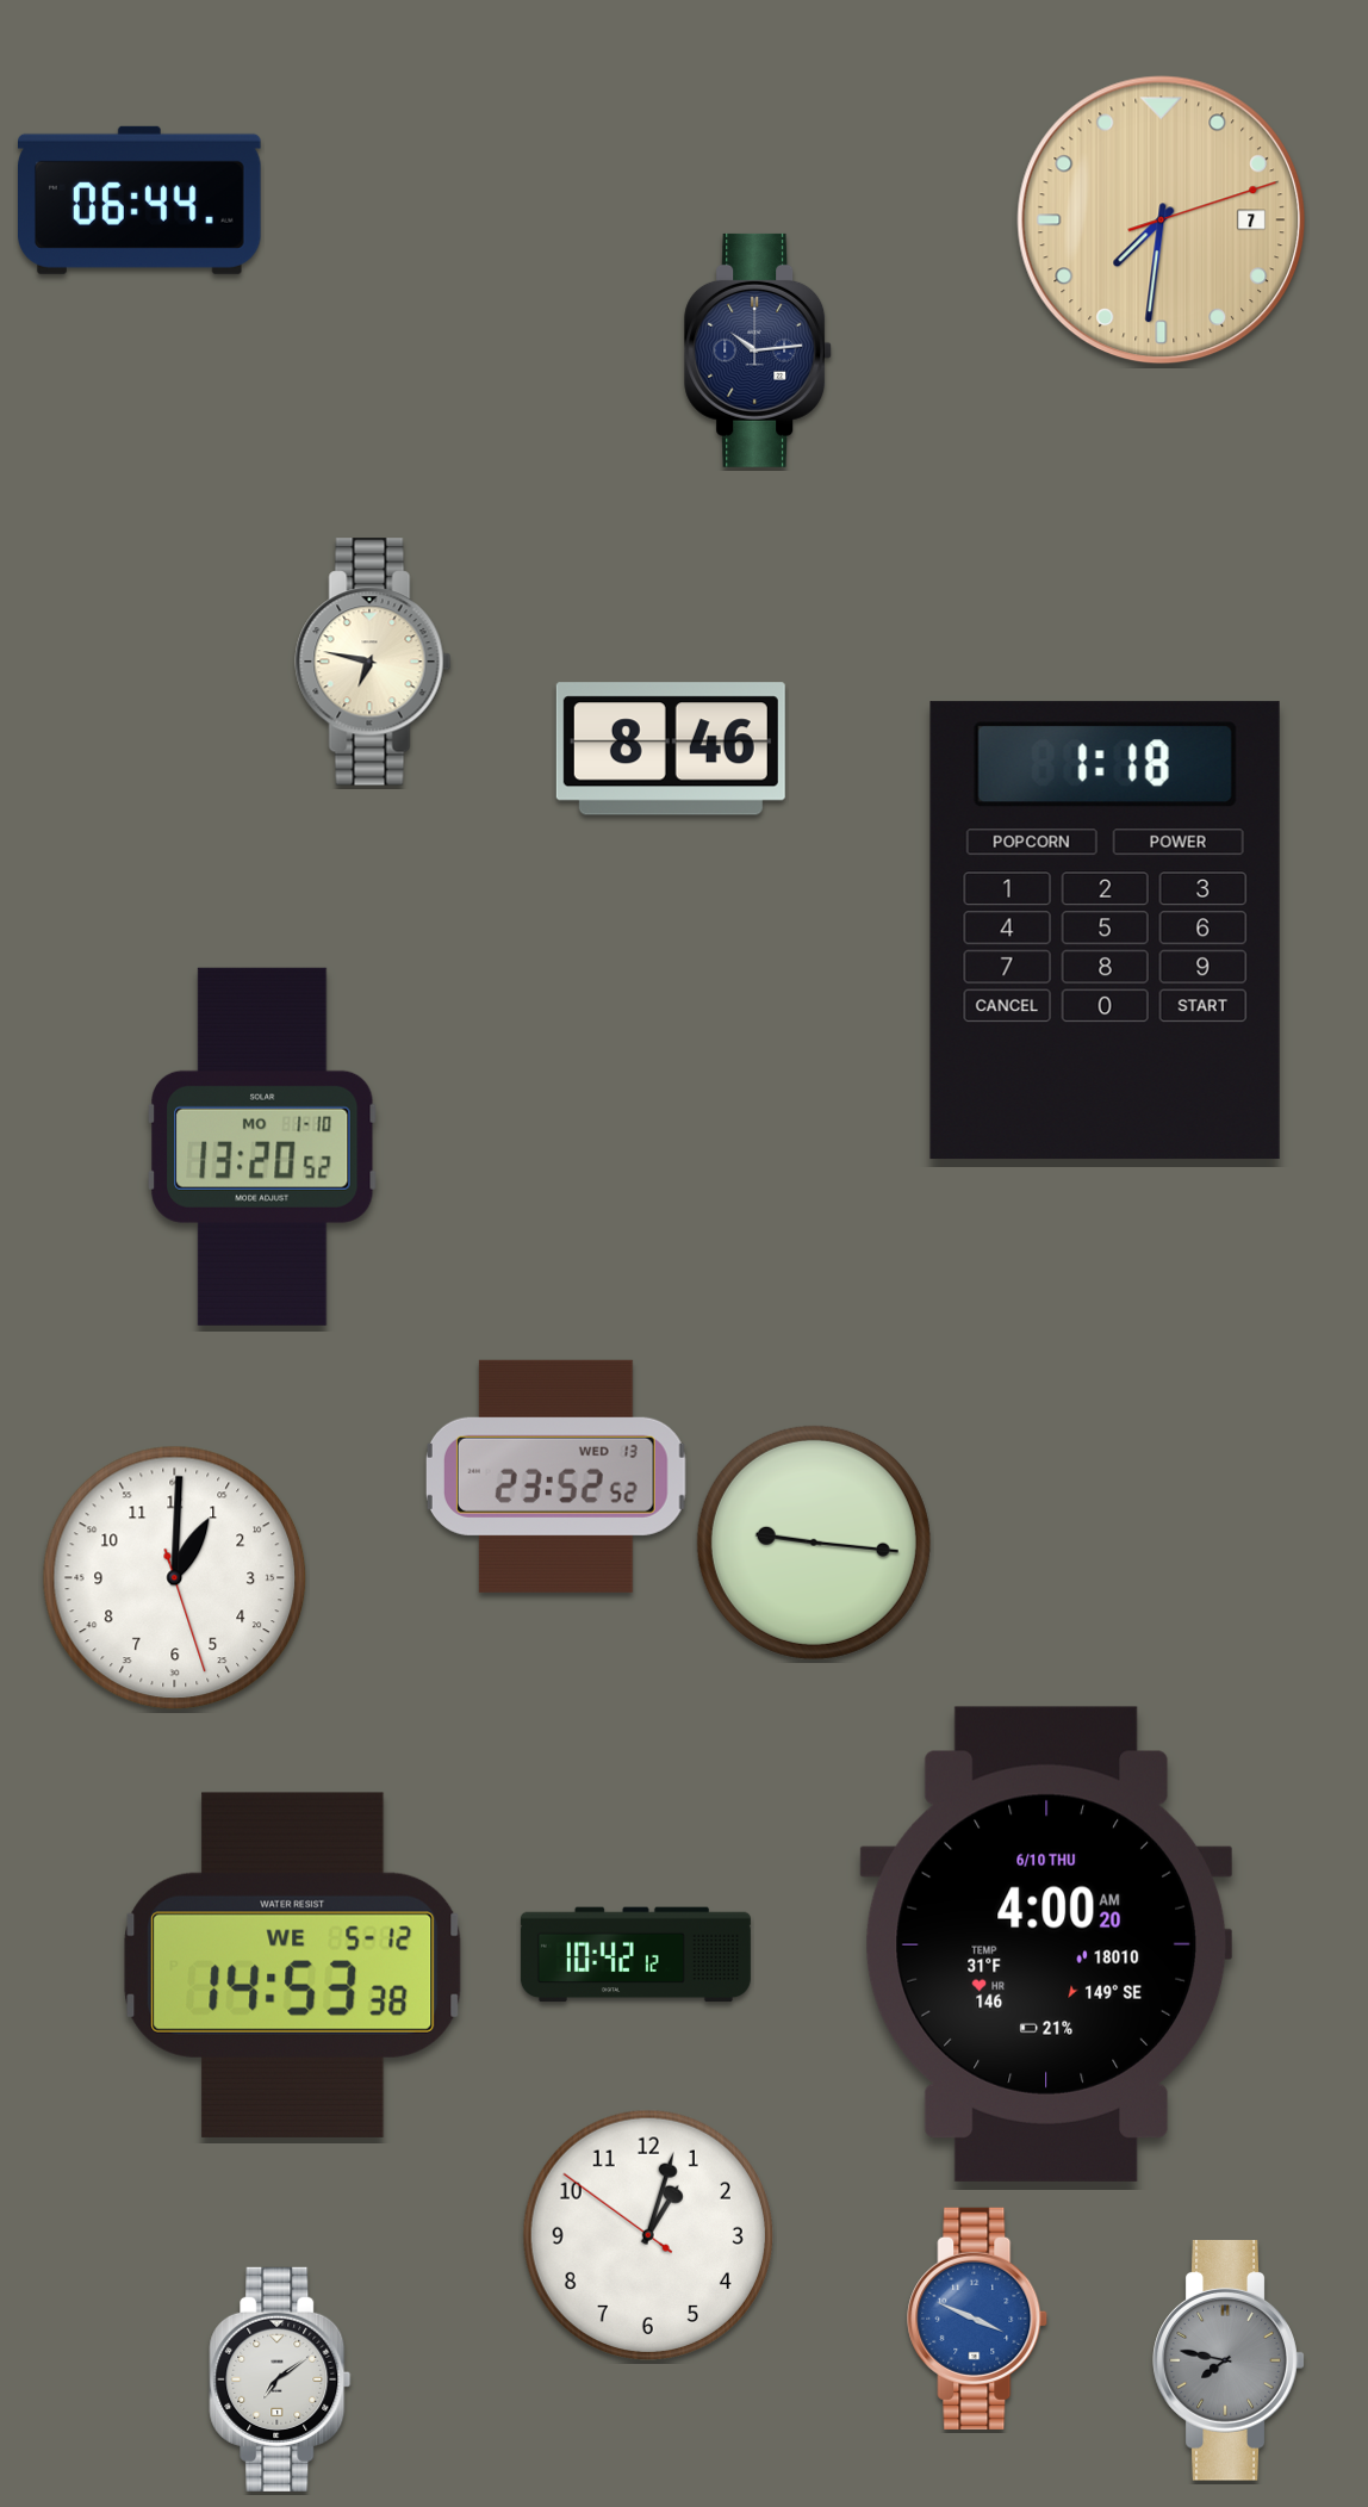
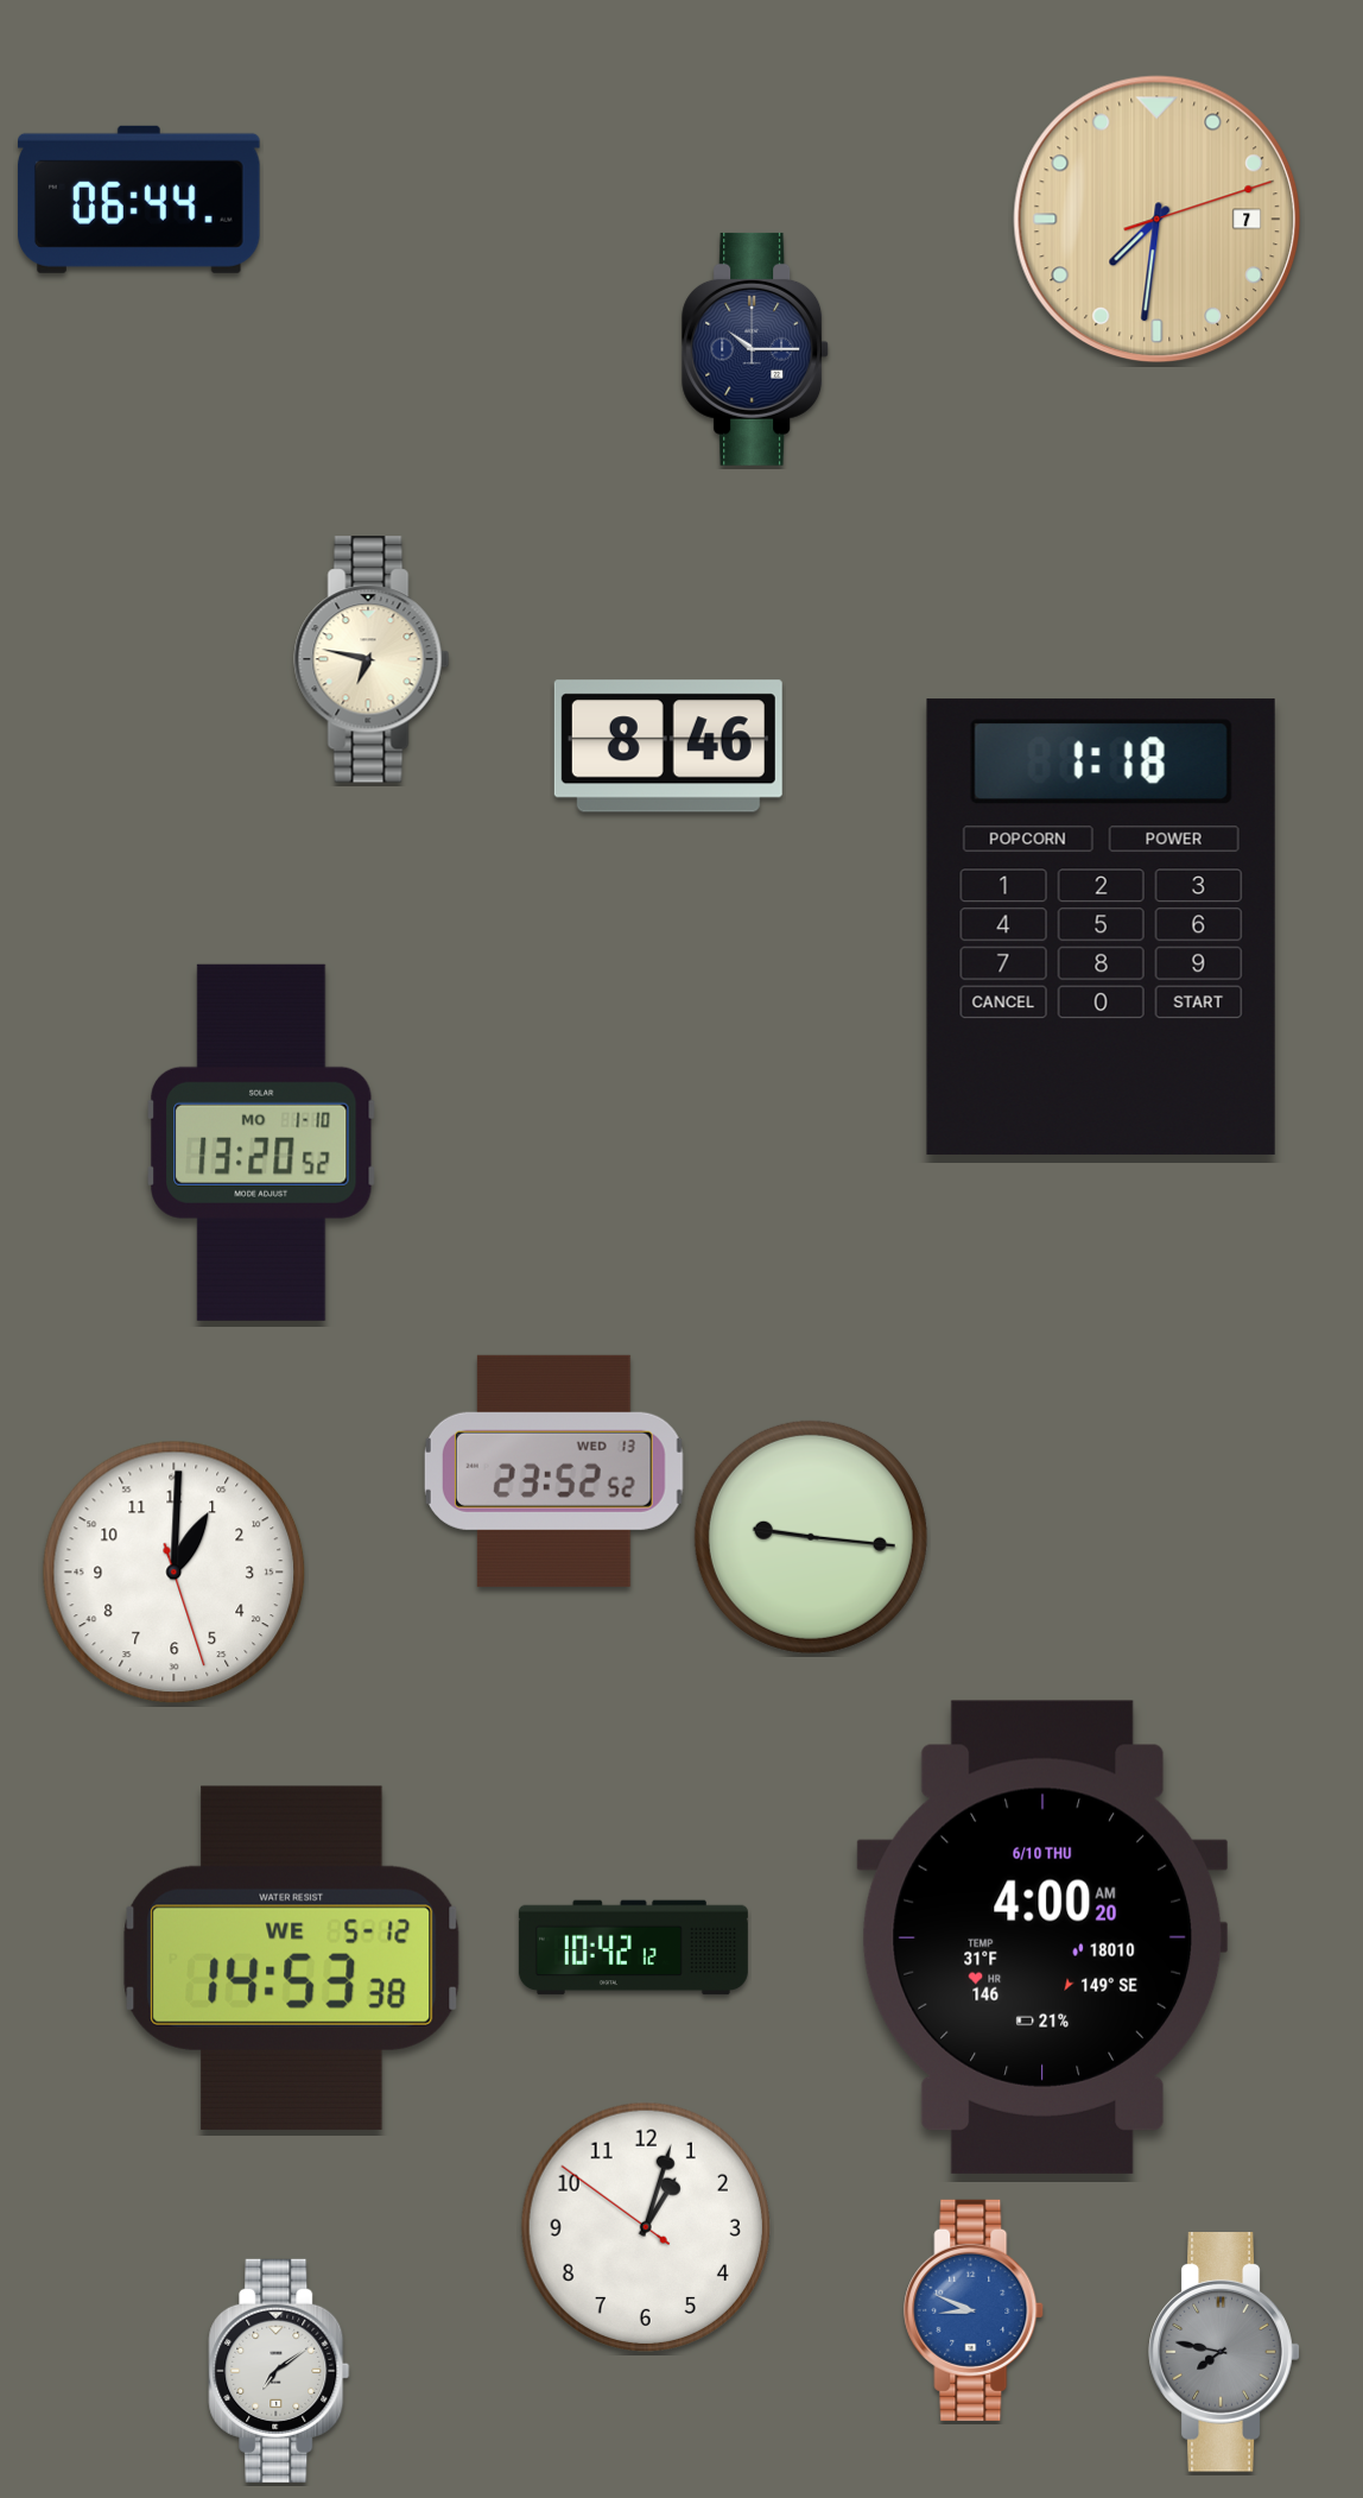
clock at (759, 350): 10:14 -> 10:15
clock at (978, 2319): 3:49 -> 8:49
